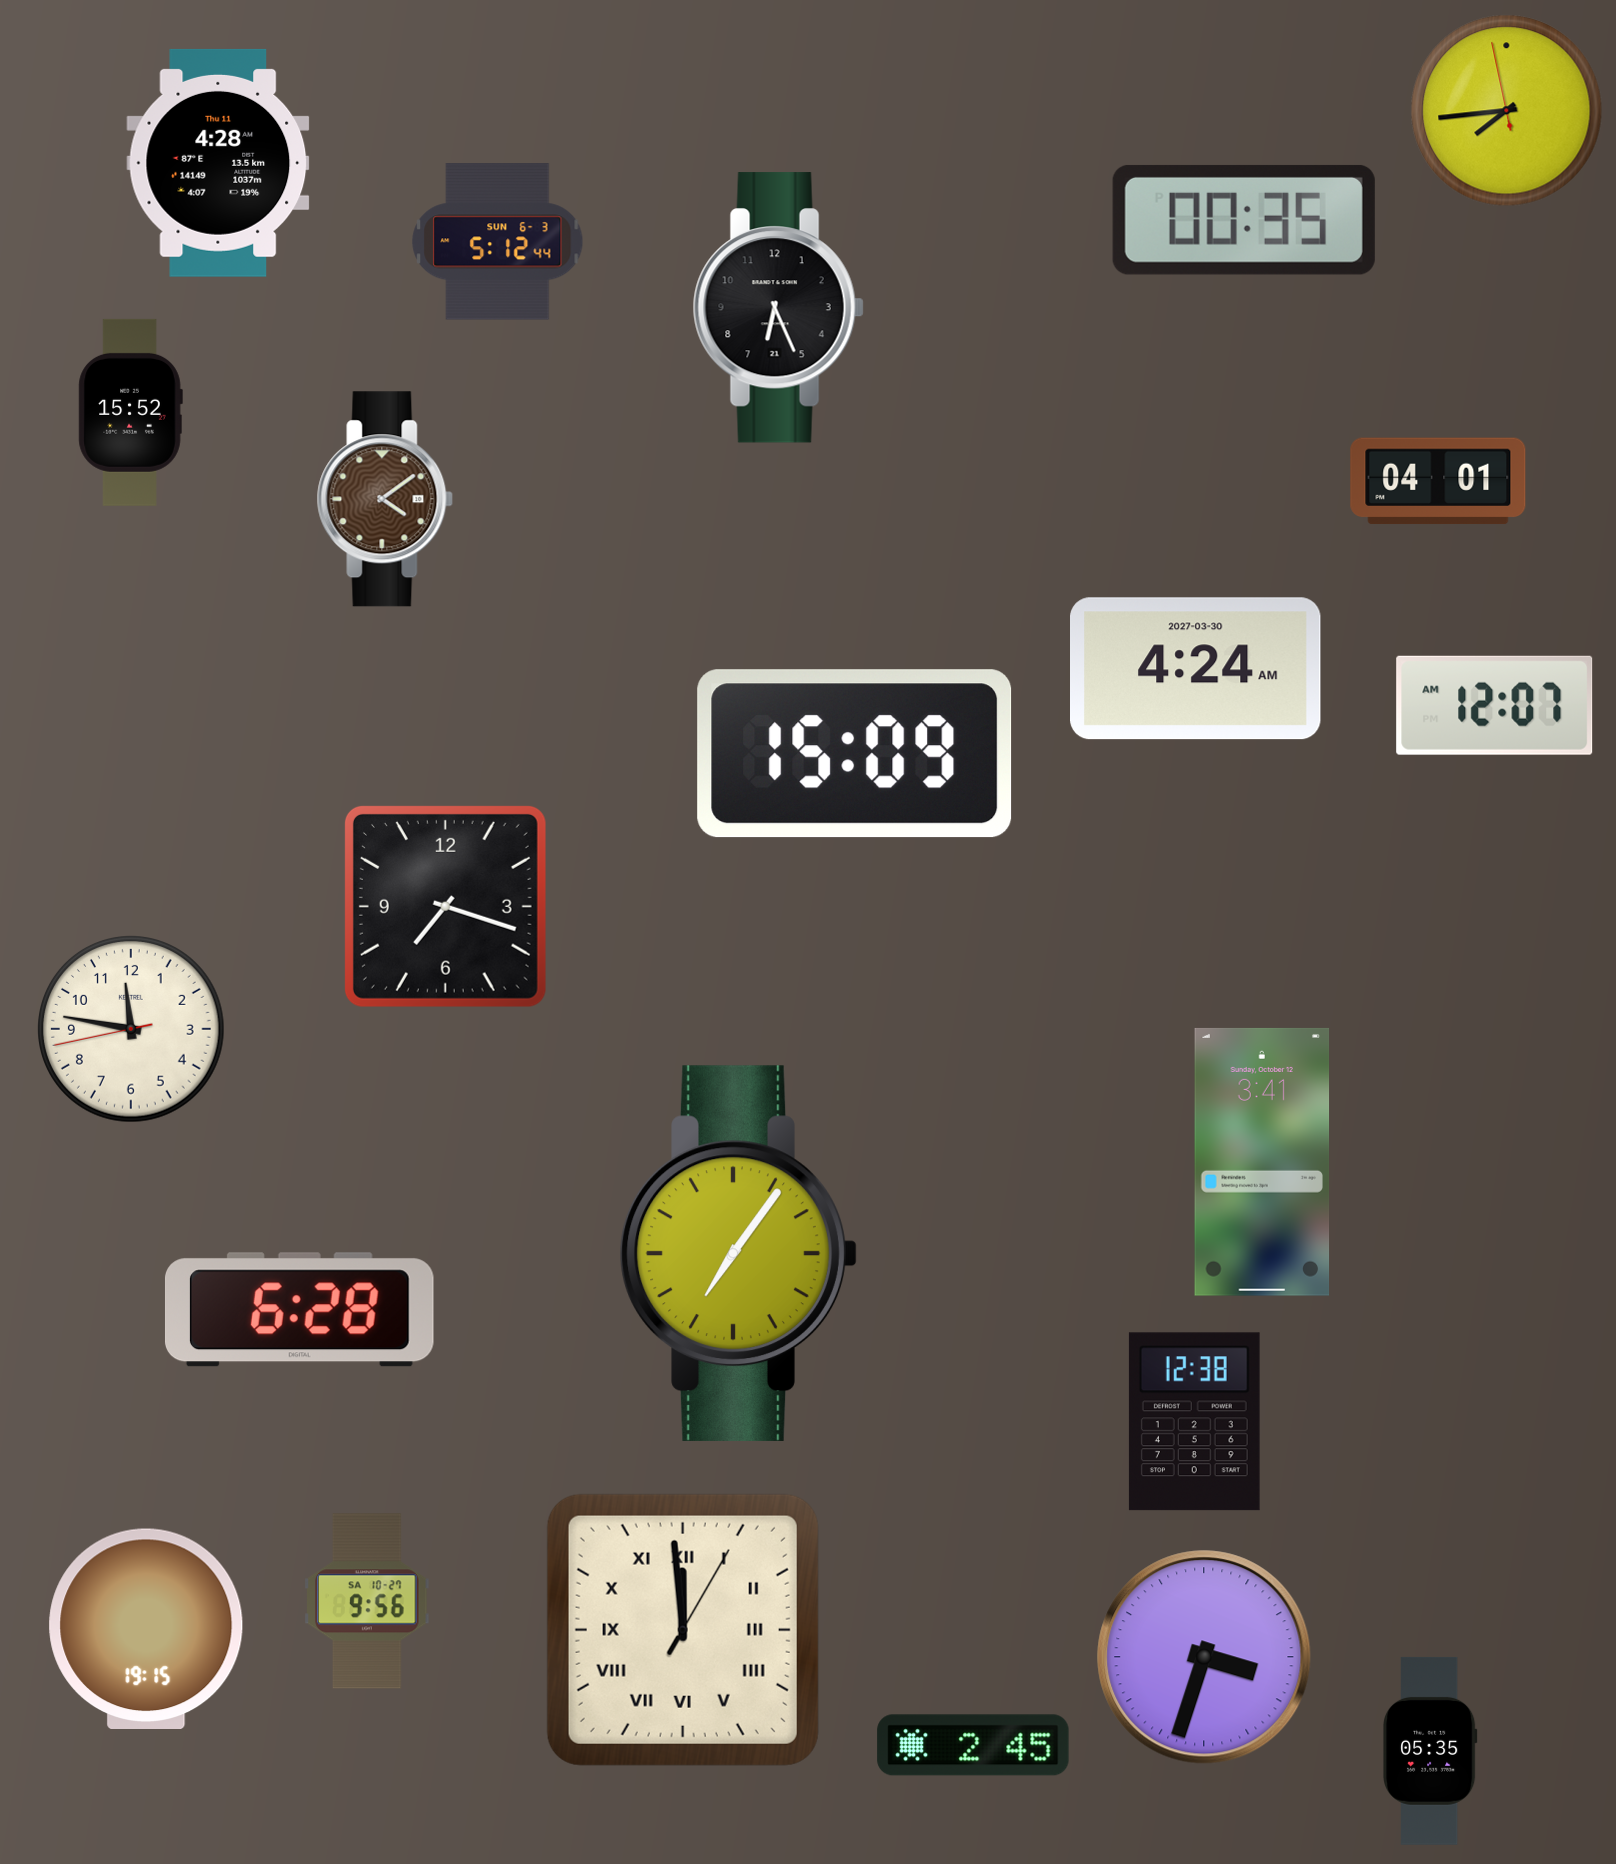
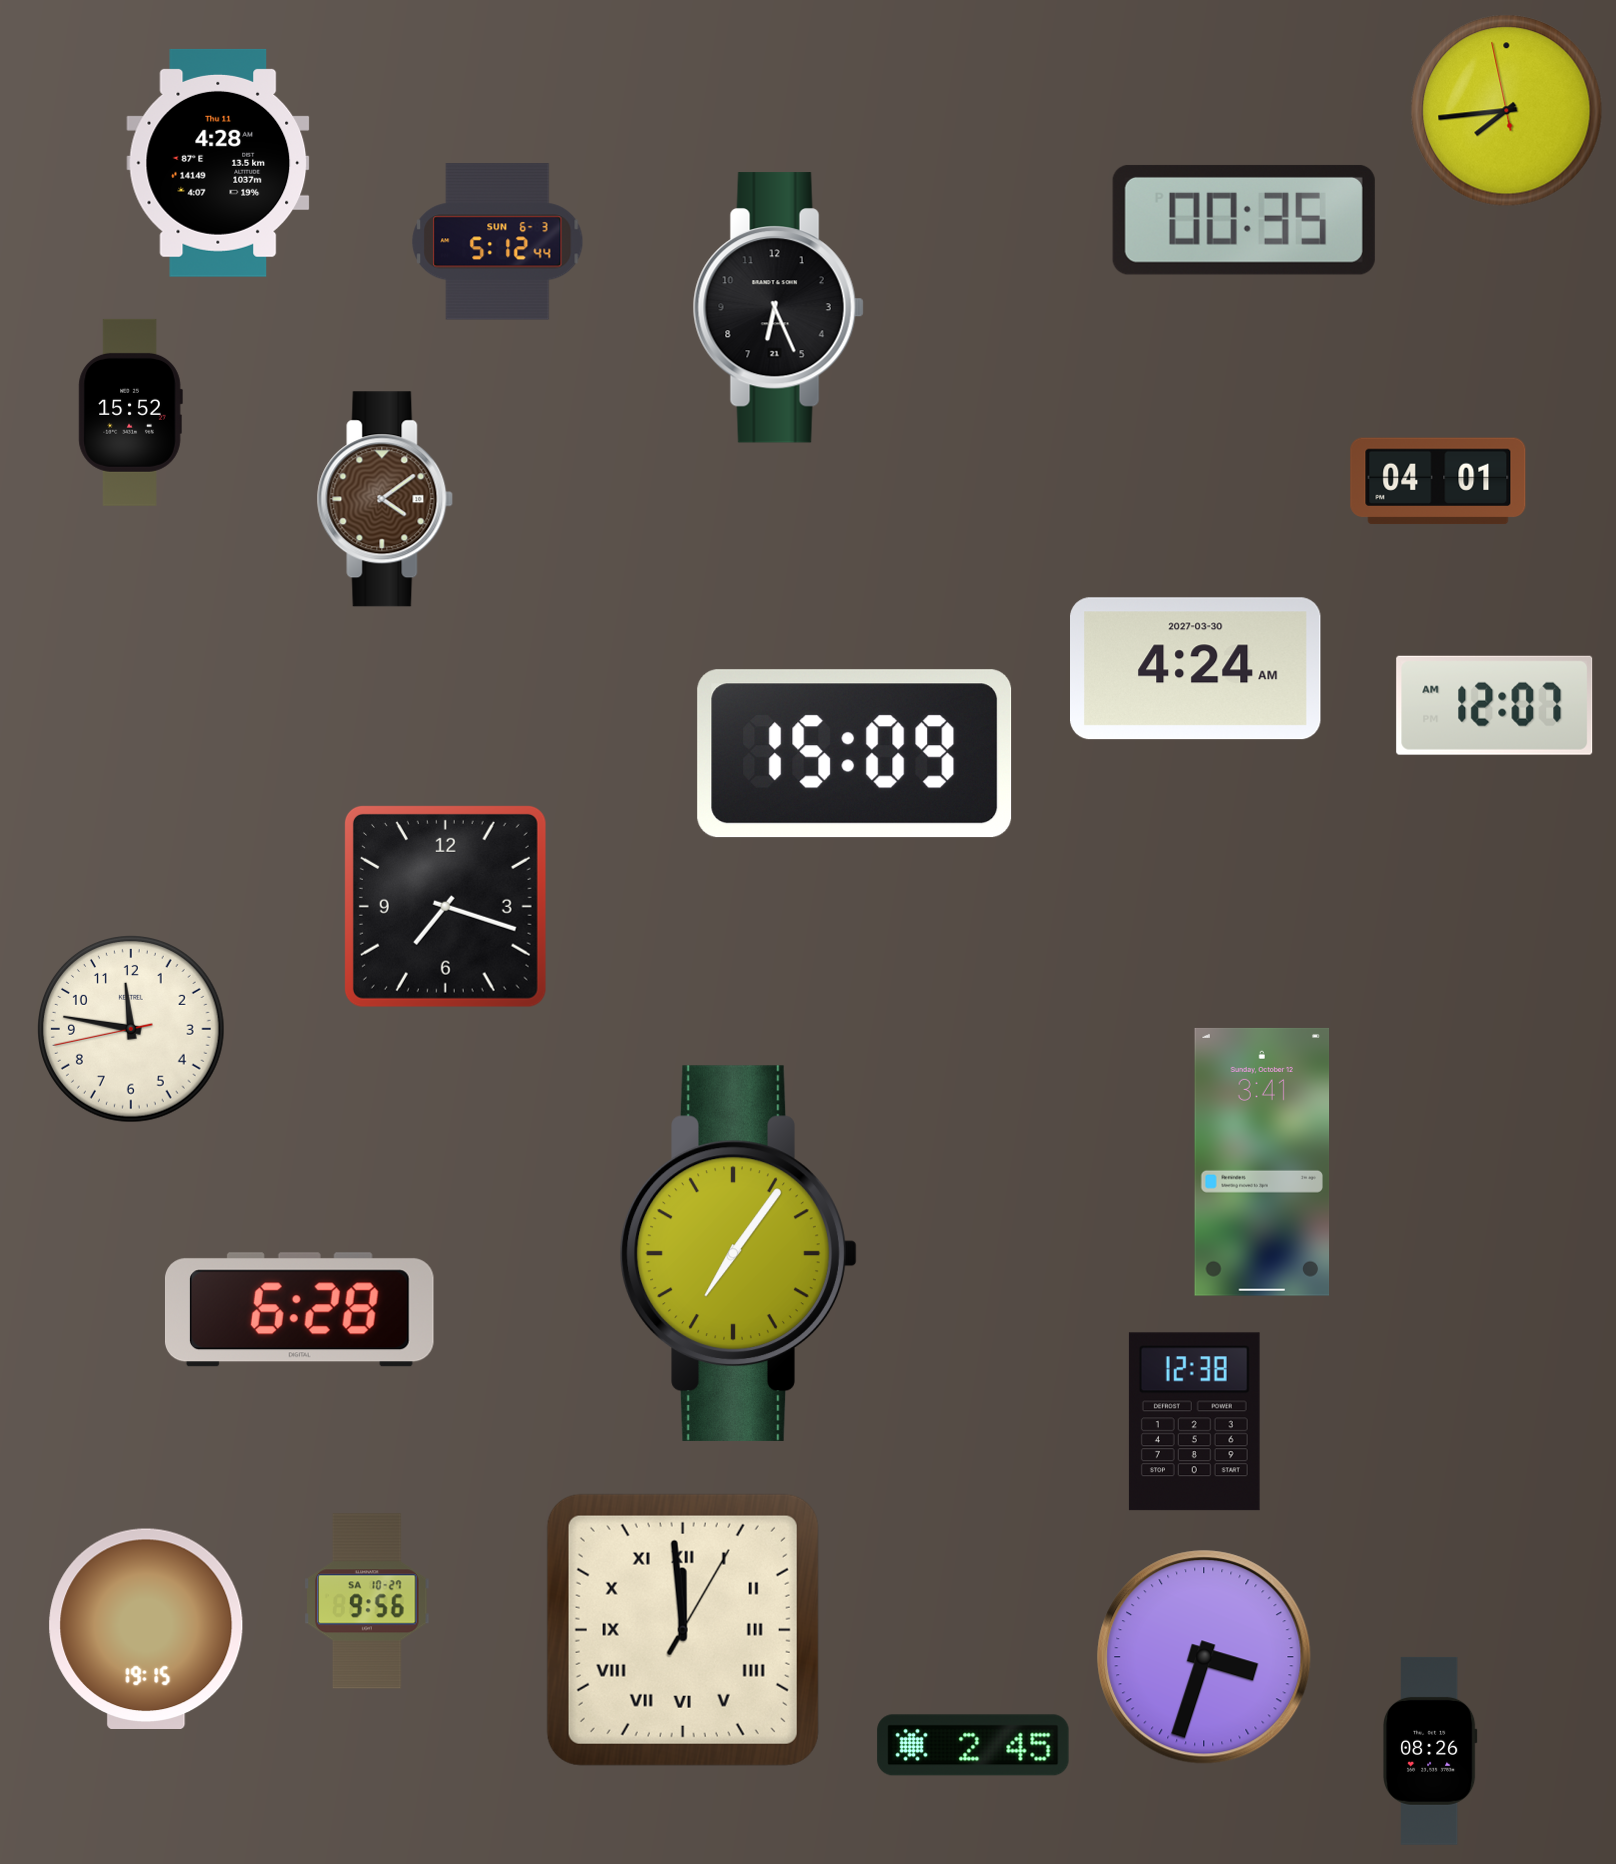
clock at (1430, 1751): 05:35 -> 08:26
